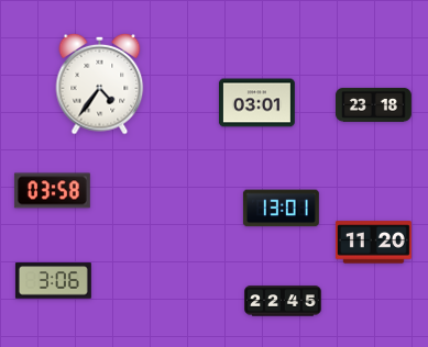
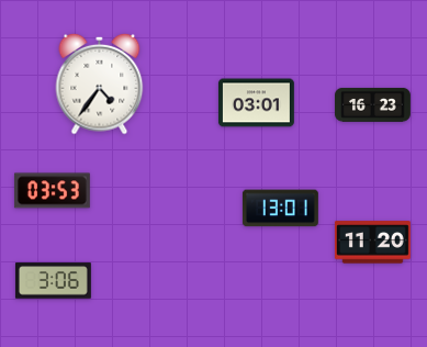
clock at (374, 104): 23:18 -> 16:23
clock at (52, 191): 03:58 -> 03:53
clock at (283, 301): 22:45 -> none
